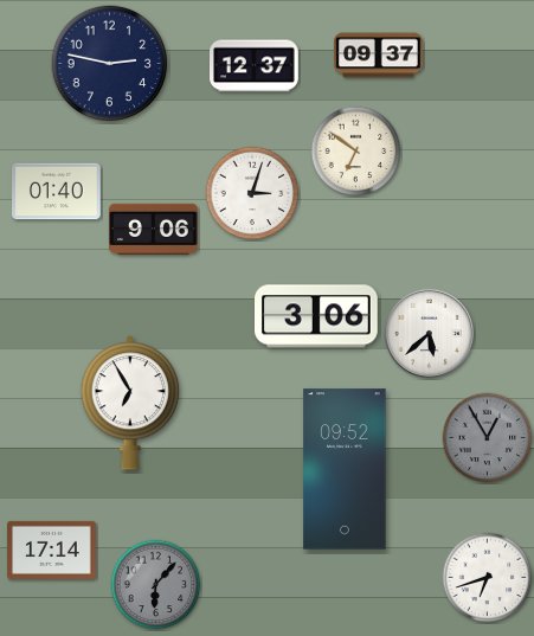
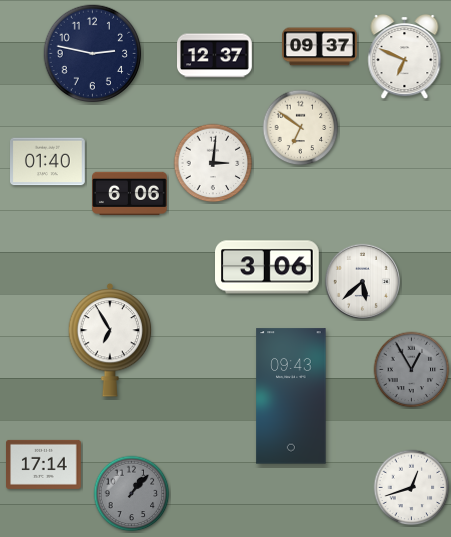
clock at (405, 58): none -> 6:49
clock at (252, 193): 3:03 -> 3:01
clock at (154, 230): 9:06 -> 6:06
clock at (345, 469): 09:52 -> 09:43
clock at (488, 578): 6:42 -> 12:42
clock at (156, 585): 6:07 -> 1:07
